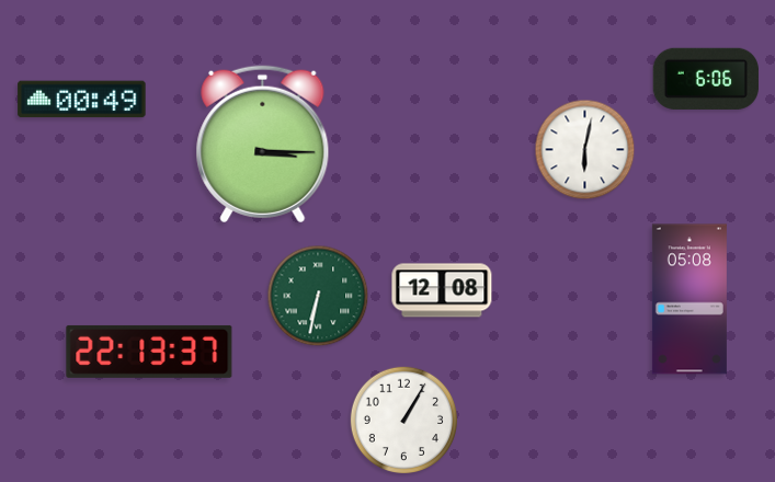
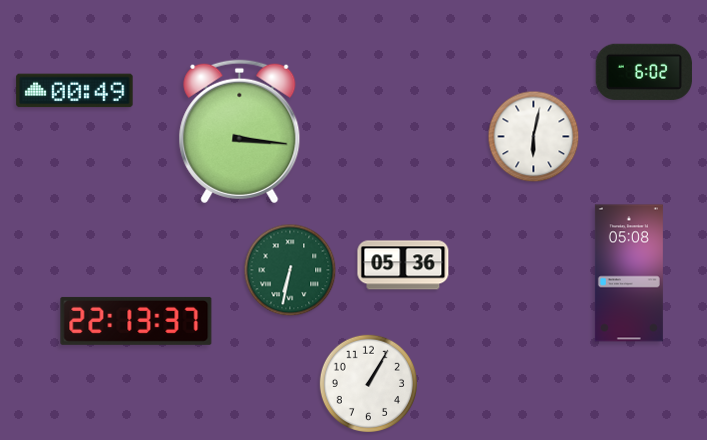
clock at (706, 79): 6:06 -> 6:02
clock at (263, 145): 3:15 -> 3:16
clock at (442, 290): 12:08 -> 05:36
